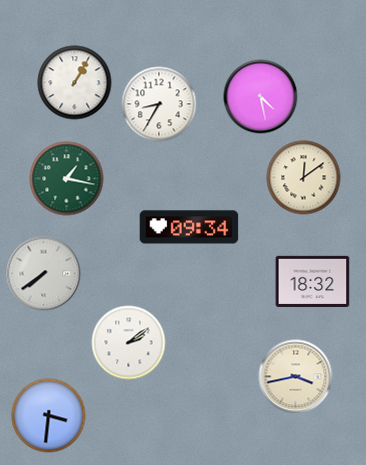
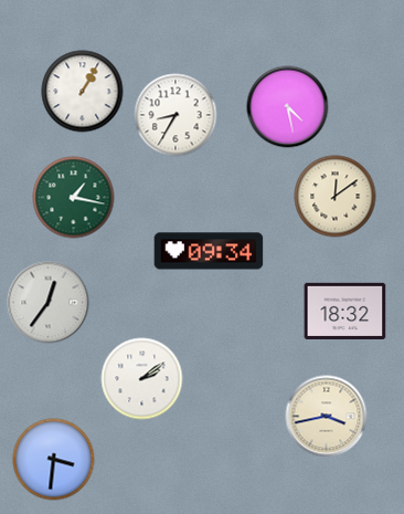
clock at (44, 274): 7:39 -> 12:36
